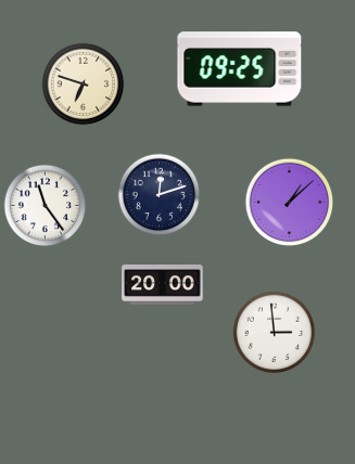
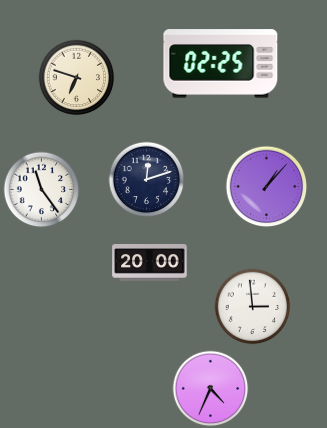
clock at (240, 69): 09:25 -> 02:25
clock at (290, 203): 1:08 -> 1:07
clock at (211, 389): none -> 4:34
